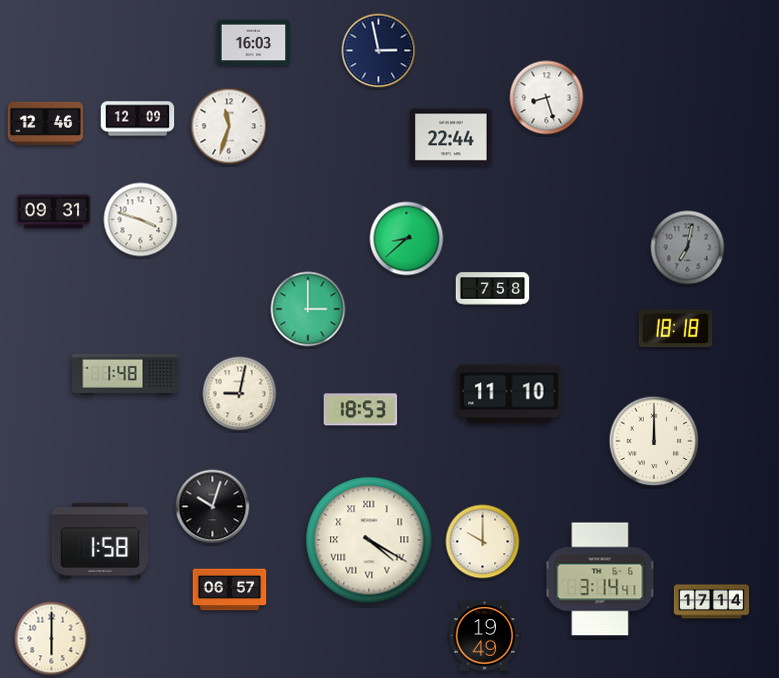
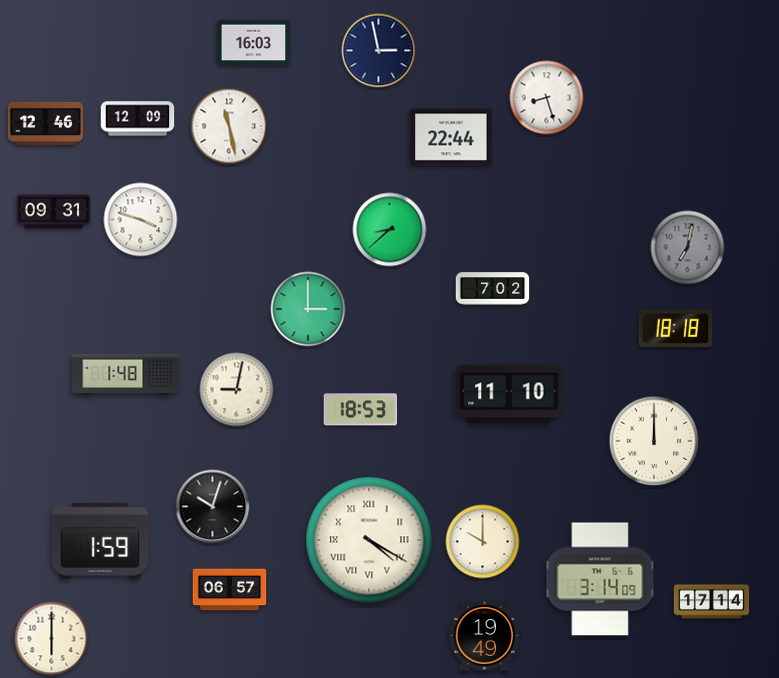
clock at (229, 126): 11:33 -> 11:28
clock at (407, 239) position: (407, 239) -> (390, 230)
clock at (493, 289): 7:58 -> 7:02
clock at (240, 394) position: (240, 394) -> (237, 390)
clock at (100, 541): 1:58 -> 1:59
clock at (600, 579): 3:14:41 -> 3:14:09
